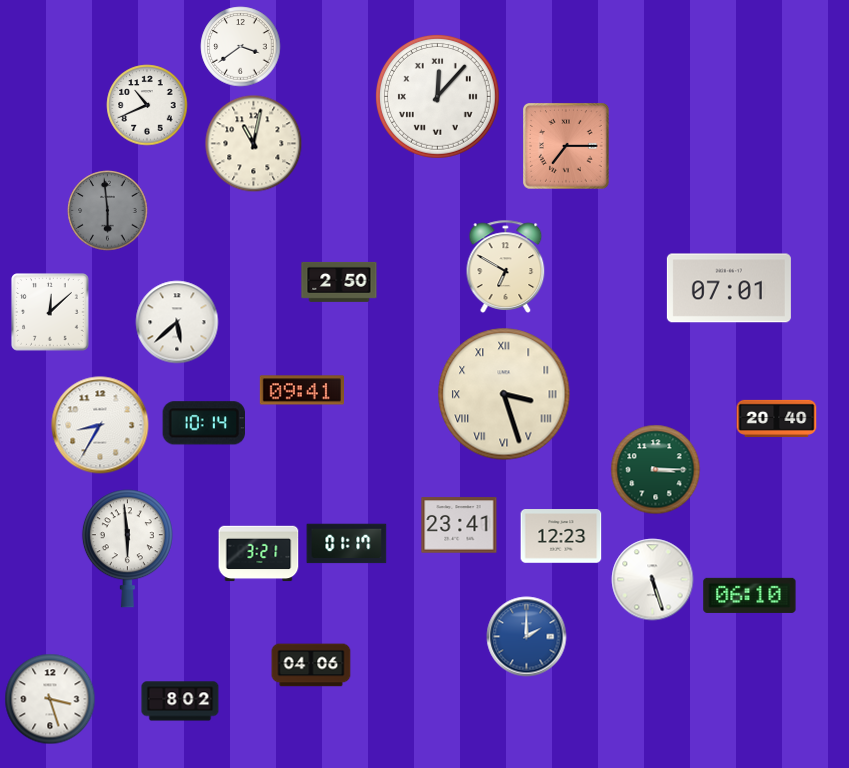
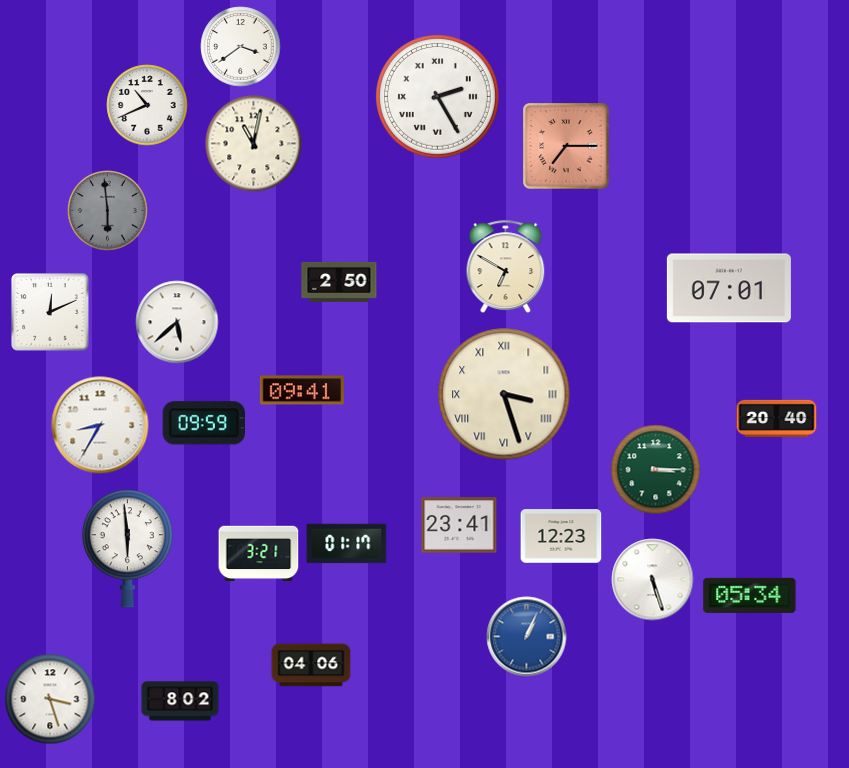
clock at (438, 97): 12:07 -> 2:25
clock at (50, 312): 12:08 -> 12:11
clock at (203, 423): 10:14 -> 09:59
clock at (750, 595): 06:10 -> 05:34
clock at (527, 637): 2:00 -> 1:04
